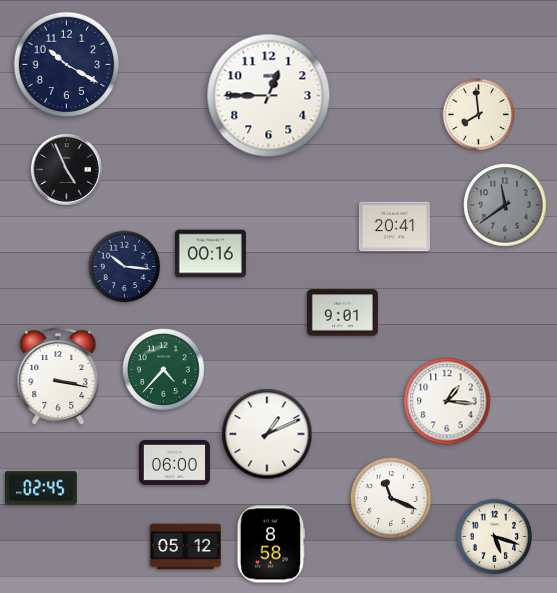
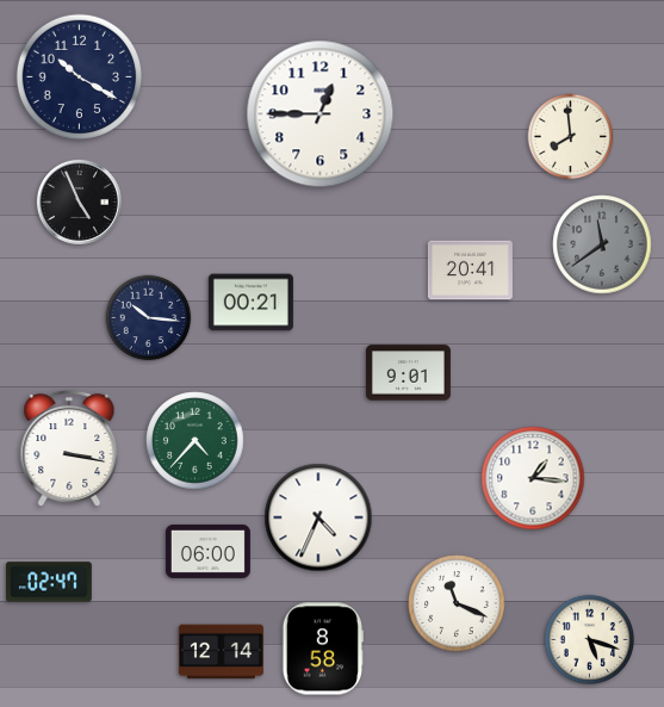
clock at (210, 254): 00:16 -> 00:21
clock at (267, 434): 1:11 -> 4:34
clock at (41, 488): 02:45 -> 02:47
clock at (391, 498) position: (391, 498) -> (457, 603)
clock at (185, 547): 05:12 -> 12:14
